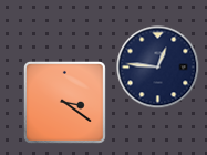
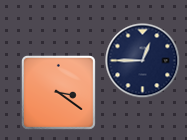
clock at (158, 68): 12:46 -> 12:45
